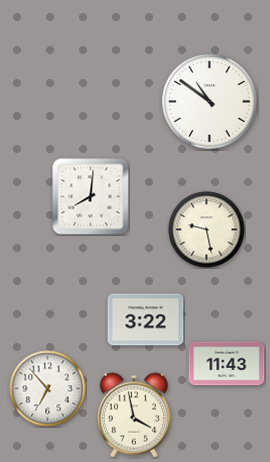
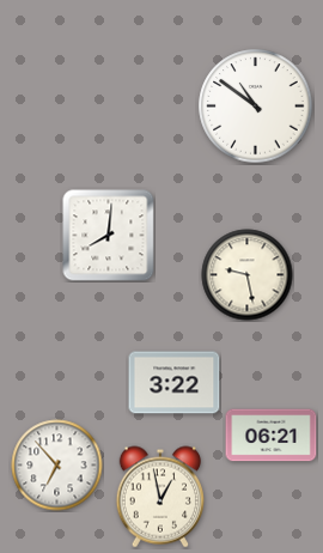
clock at (210, 102) position: (210, 102) -> (256, 107)
clock at (227, 364): 11:43 -> 06:21
clock at (133, 415): 3:58 -> 12:58
